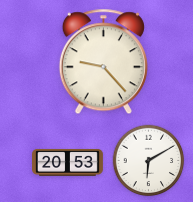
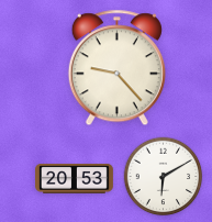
clock at (103, 62) position: (103, 62) -> (116, 68)
